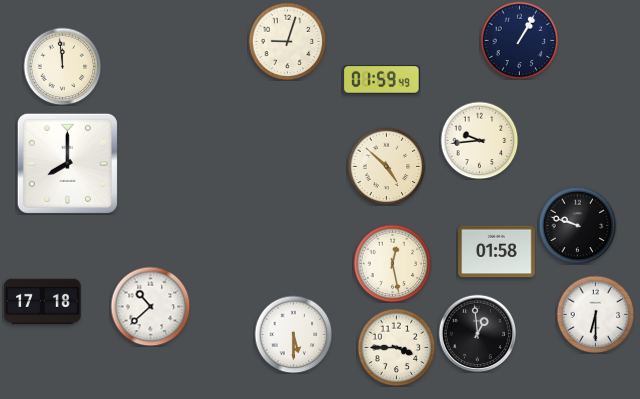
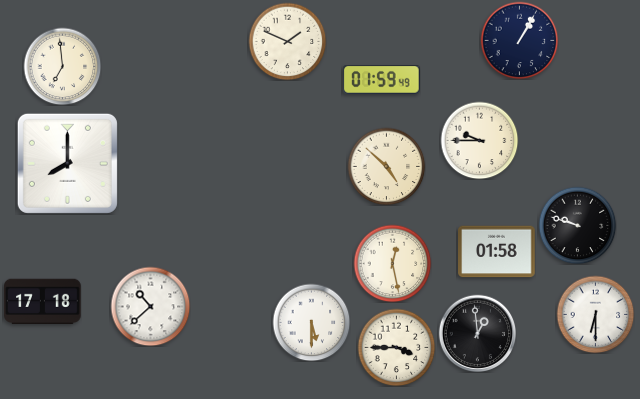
clock at (287, 41): 9:03 -> 1:49
clock at (62, 66): 11:59 -> 6:59
clock at (479, 140): 9:44 -> 9:45
clock at (293, 334) position: (293, 334) -> (311, 322)
